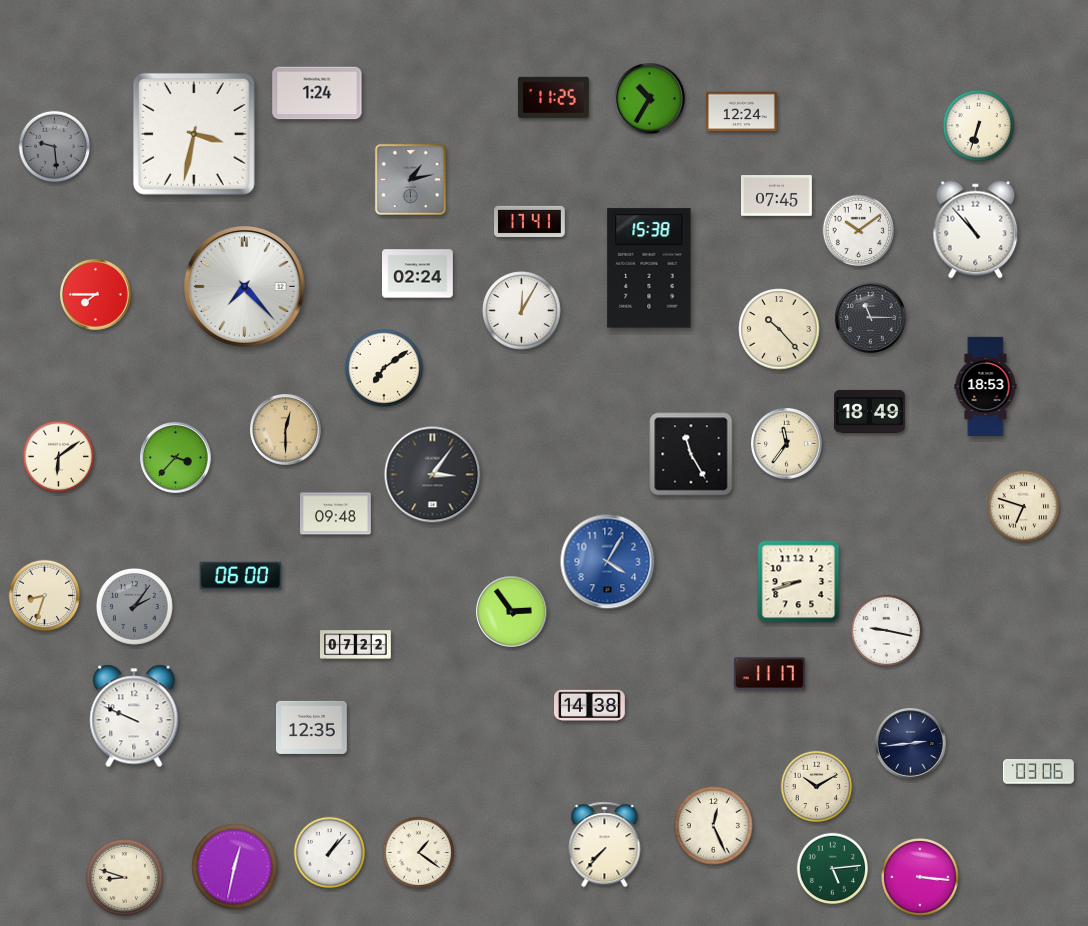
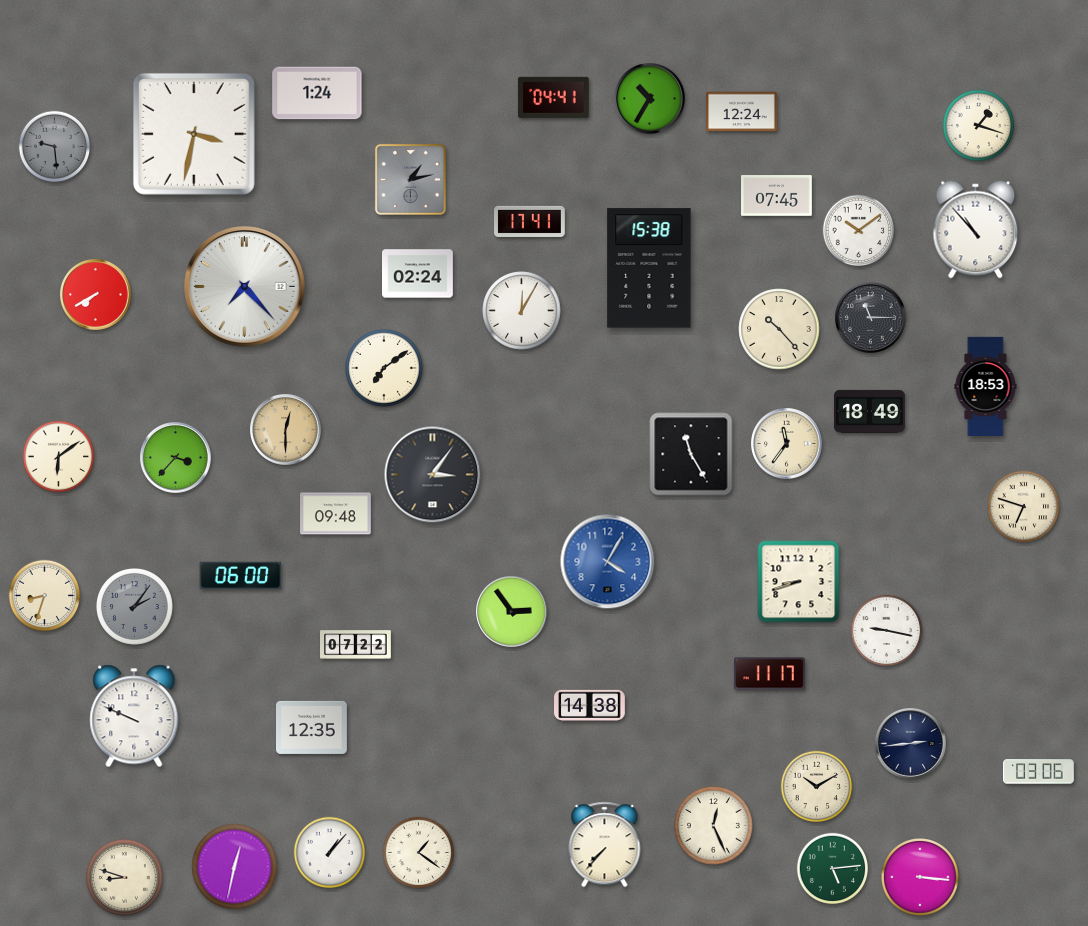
clock at (553, 97): 11:25 -> 04:41
clock at (979, 126): 6:33 -> 1:18
clock at (96, 295): 7:45 -> 7:40
